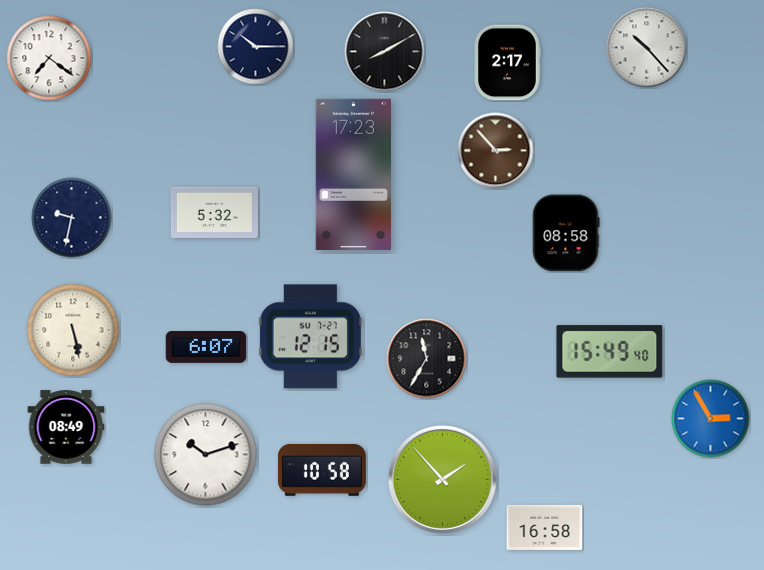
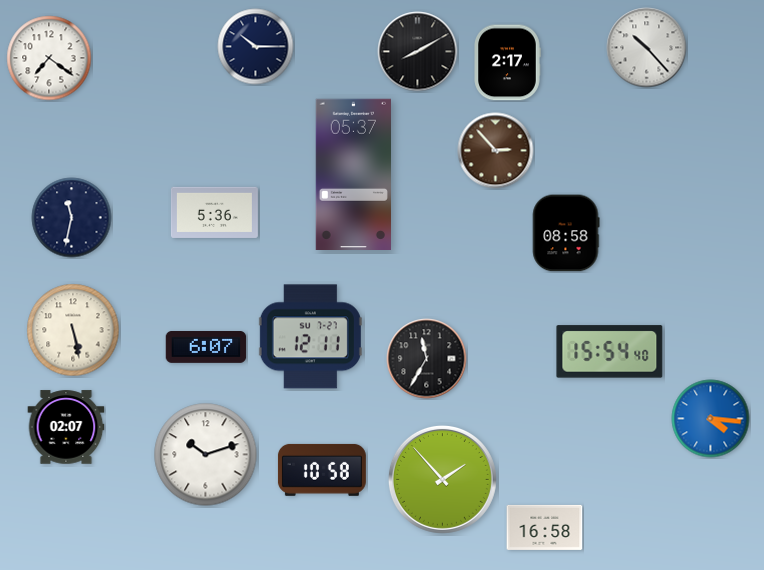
clock at (385, 52) position: (385, 52) -> (418, 52)
clock at (353, 174): 17:23 -> 05:37
clock at (214, 212): 5:32 -> 5:36
clock at (72, 218): 9:32 -> 11:32
clock at (310, 337): 12:15 -> 12:11
clock at (610, 352): 15:49 -> 15:54
clock at (711, 419): 2:55 -> 4:16
clock at (66, 427): 08:49 -> 02:07
